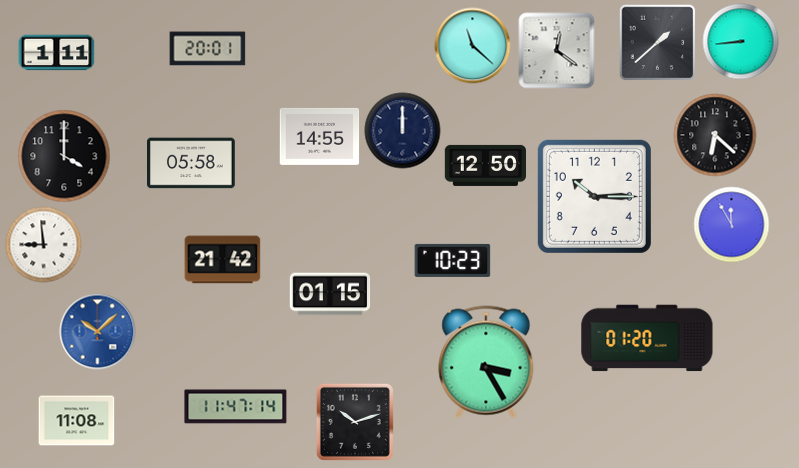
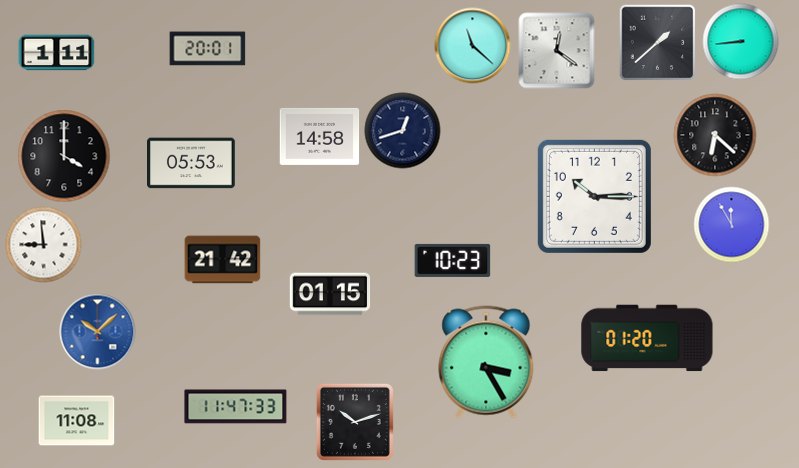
clock at (403, 131): 12:00 -> 12:42
clock at (320, 136): 14:55 -> 14:58
clock at (192, 163): 05:58 -> 05:53
clock at (485, 165): 12:50 -> none
clock at (236, 407): 11:47:14 -> 11:47:33
